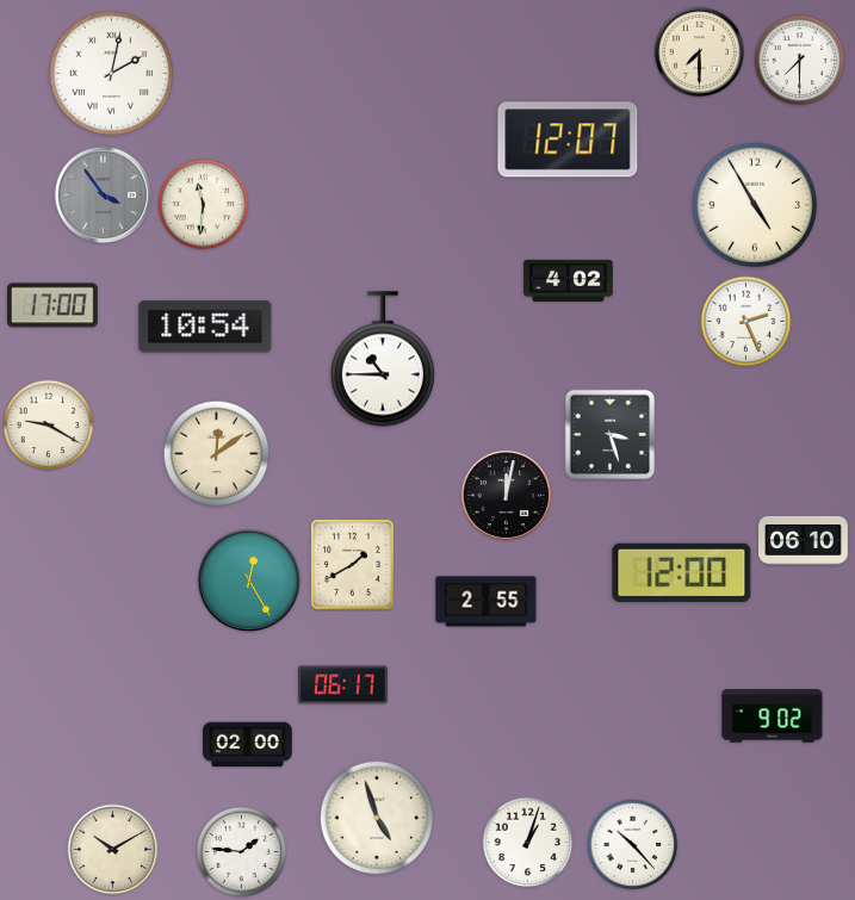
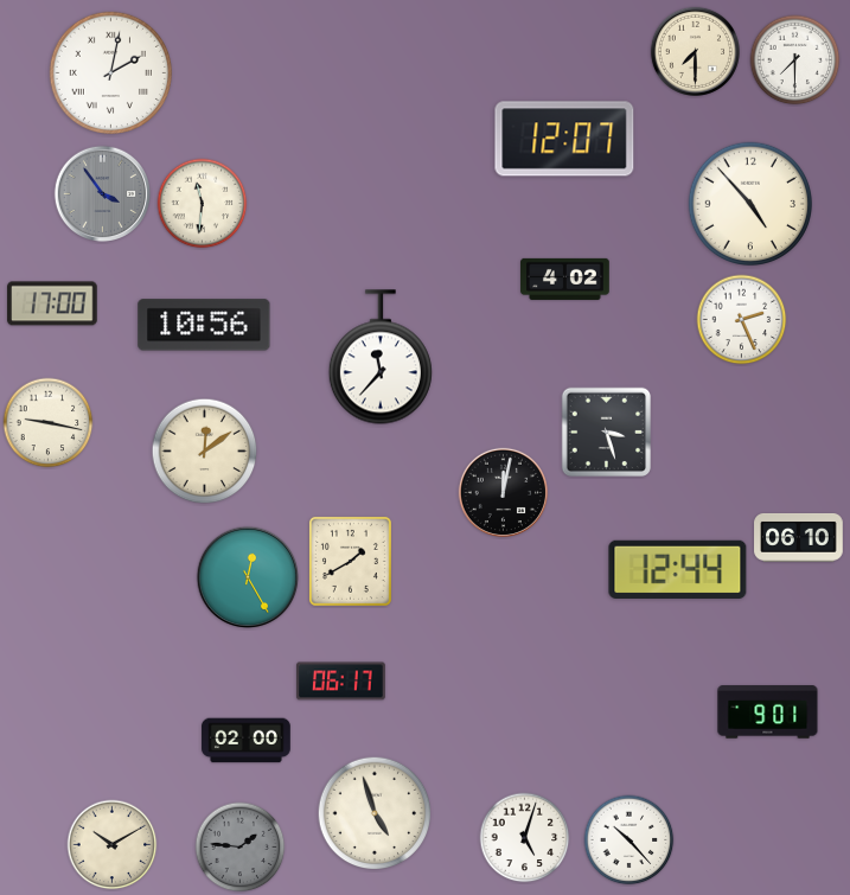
clock at (754, 204): 4:55 -> 4:53
clock at (205, 327): 10:54 -> 10:56
clock at (383, 359): 10:45 -> 11:37
clock at (49, 426): 9:20 -> 9:17
clock at (217, 454) position: (217, 454) -> (205, 452)
clock at (682, 572): 12:00 -> 12:44
clock at (487, 602): 2:55 -> none
clock at (773, 716): 9:02 -> 9:01
clock at (528, 843): 1:03 -> 5:03
clock at (242, 852) dial: white -> grey
